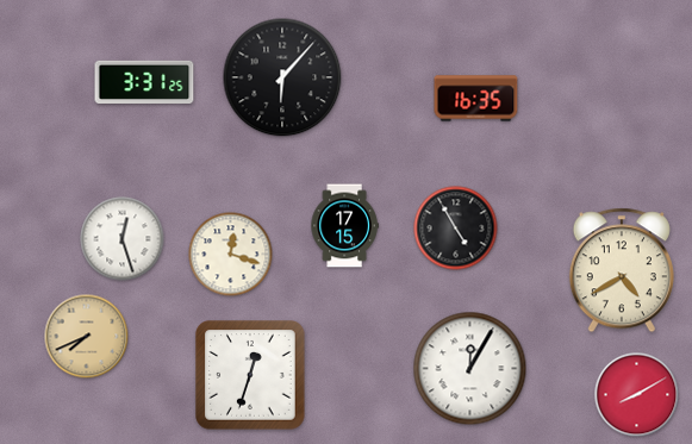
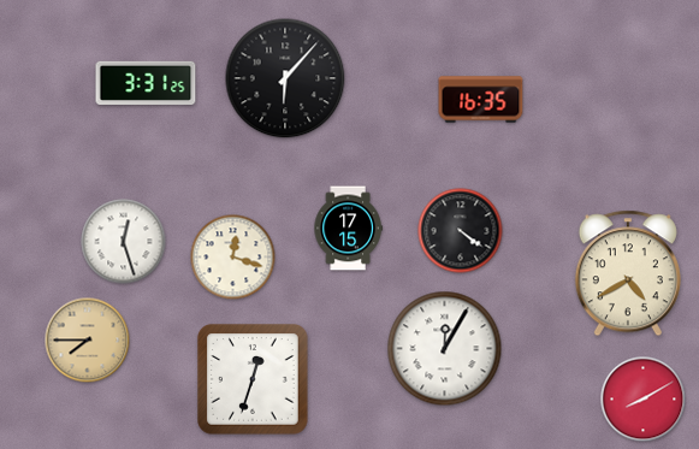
clock at (456, 229): 4:55 -> 4:21
clock at (87, 337): 7:41 -> 7:45
clock at (470, 369) position: (470, 369) -> (445, 349)
